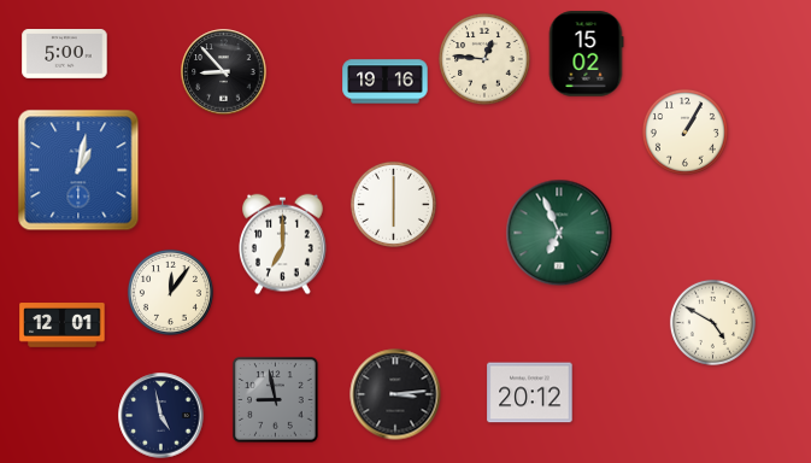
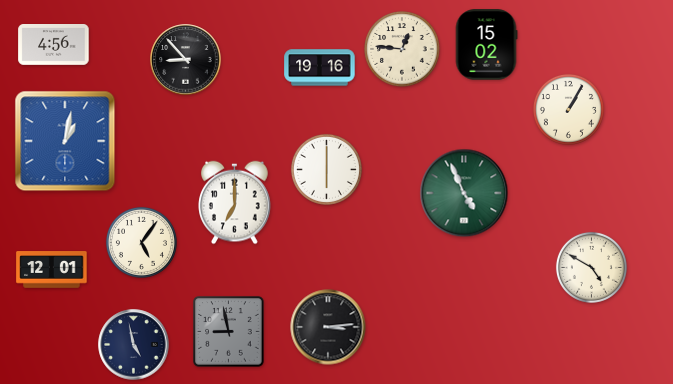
clock at (65, 54): 5:00 -> 4:56
clock at (559, 233): 6:56 -> 4:56
clock at (170, 292): 12:06 -> 5:06
clock at (530, 393): 20:12 -> none
